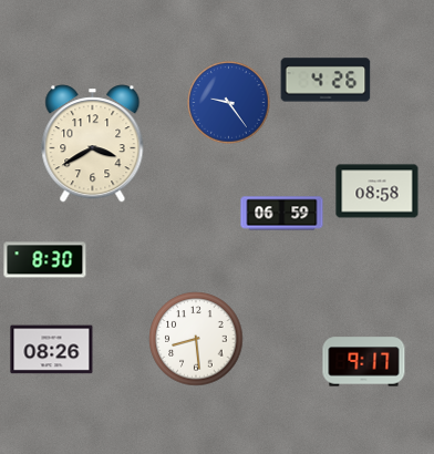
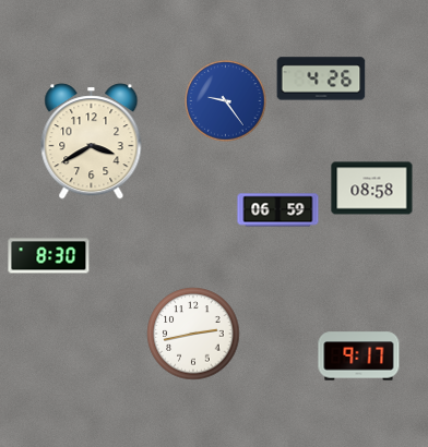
clock at (45, 260) position: (45, 260) -> (49, 256)
clock at (196, 339): 8:29 -> 2:43
clock at (52, 350): 08:26 -> none
